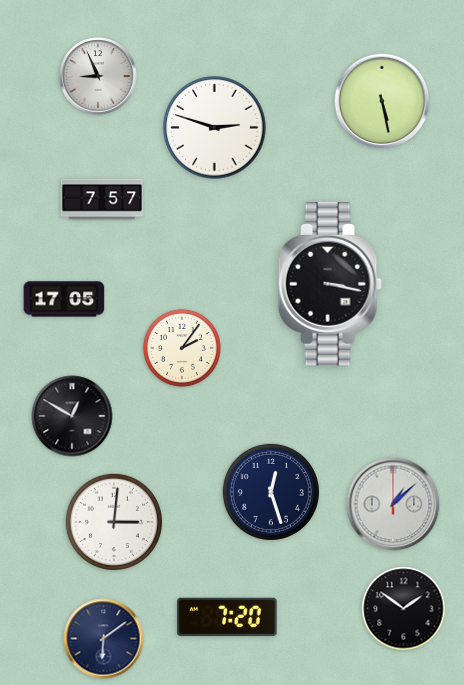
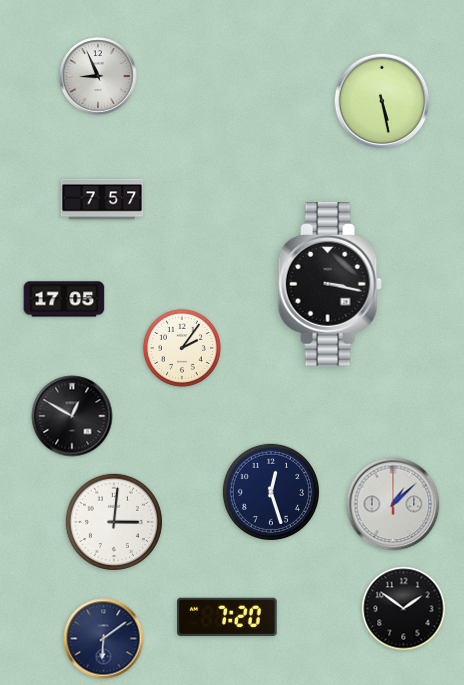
clock at (215, 128): 2:48 -> none
